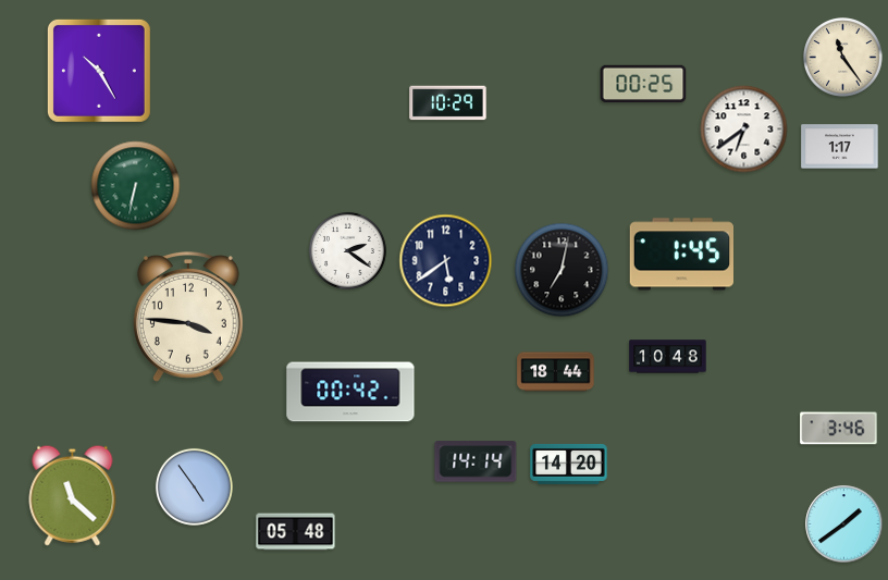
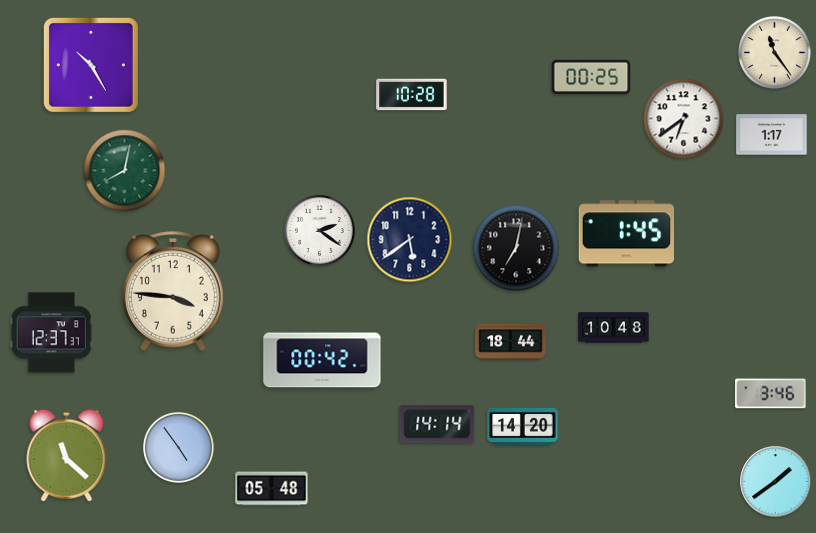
clock at (448, 103): 10:29 -> 10:28
clock at (136, 186): 6:32 -> 8:02
clock at (51, 333): none -> 12:37
